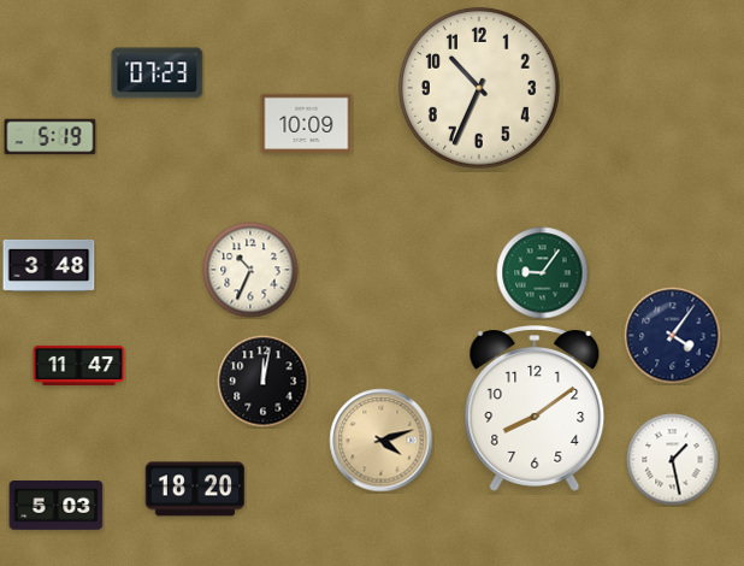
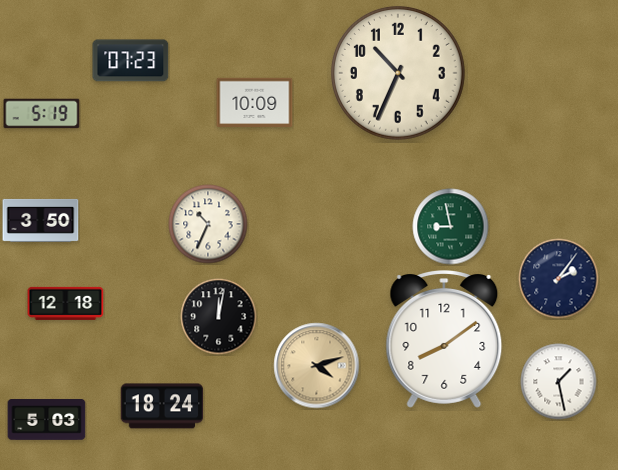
clock at (49, 265): 3:48 -> 3:50
clock at (543, 273): 9:06 -> 8:58
clock at (673, 336): 4:06 -> 2:06
clock at (79, 365): 11:47 -> 12:18
clock at (195, 489): 18:20 -> 18:24
